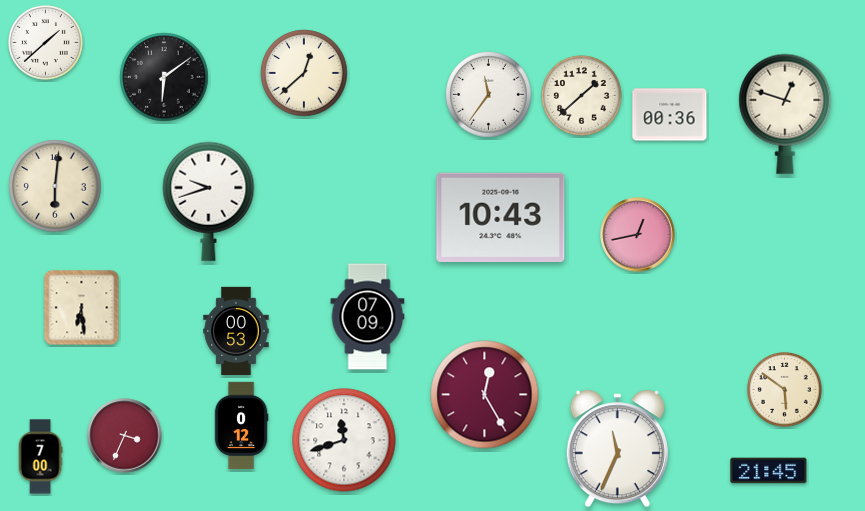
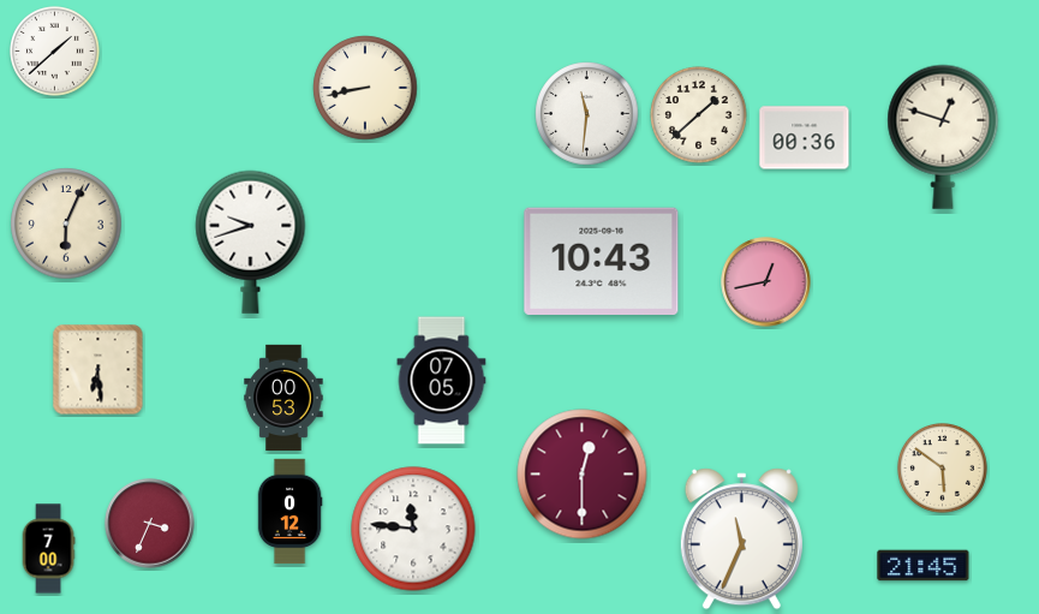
clock at (304, 73): 12:38 -> 8:43
clock at (164, 77): 6:09 -> none
clock at (489, 95): 11:36 -> 11:31
clock at (55, 186): 6:01 -> 6:04
clock at (368, 317): 07:09 -> 07:05
clock at (485, 395): 12:25 -> 12:30
clock at (344, 440): 11:42 -> 11:46
